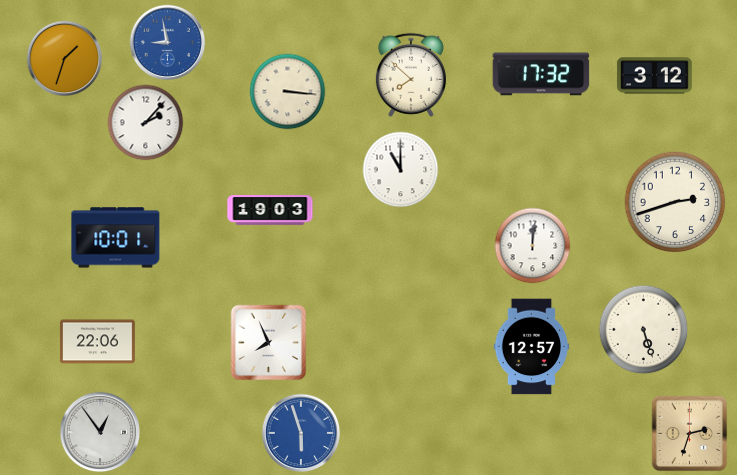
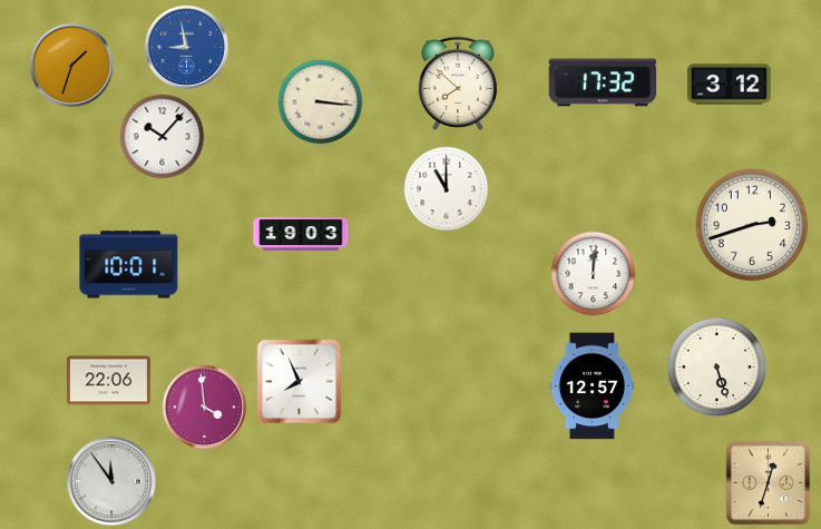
clock at (146, 123): 2:07 -> 10:07
clock at (205, 408): none -> 3:59
clock at (100, 432): 12:54 -> 11:54
clock at (301, 433): 5:57 -> none
clock at (690, 434): 2:33 -> 12:33
